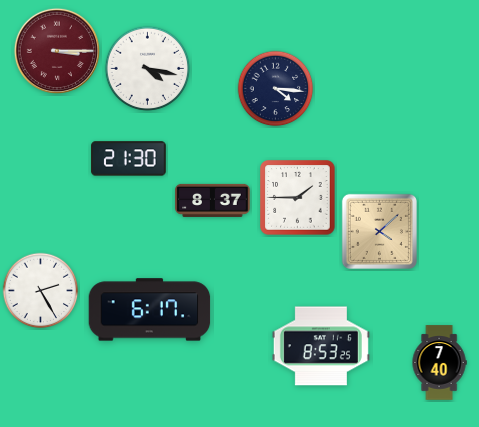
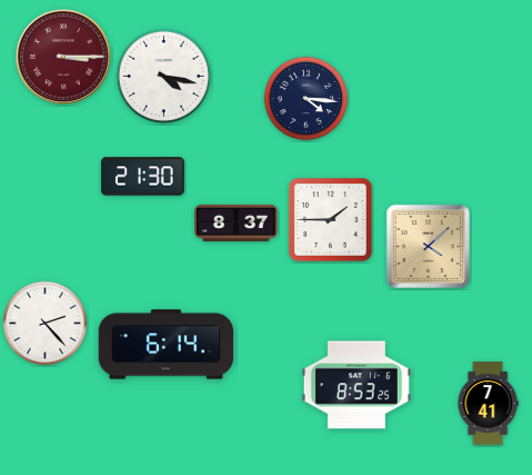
clock at (379, 231) position: (379, 231) -> (428, 246)
clock at (41, 291): 2:25 -> 2:23
clock at (150, 310): 6:17 -> 6:14
clock at (439, 363): 7:40 -> 7:41
